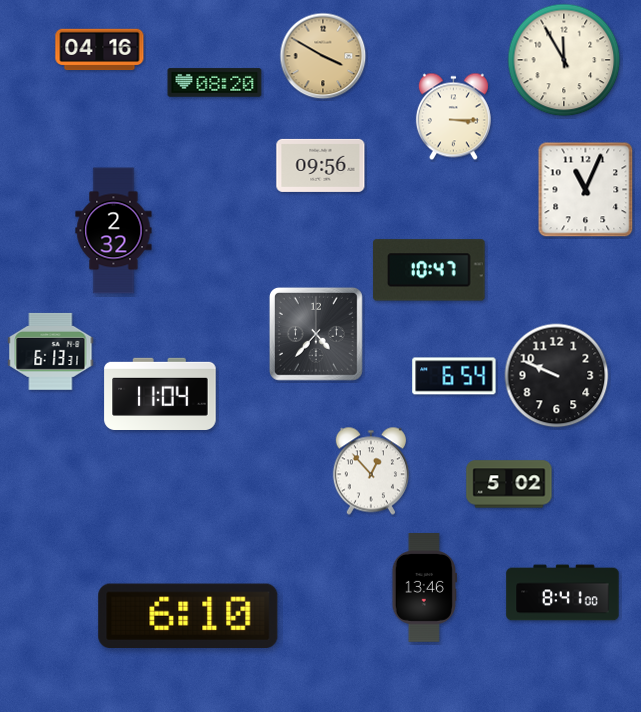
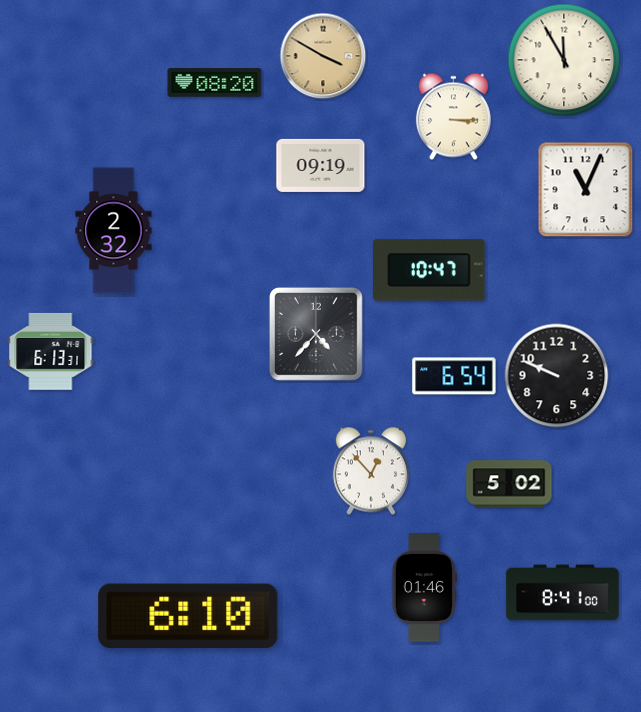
clock at (100, 50): 04:16 -> none
clock at (321, 165): 09:56 -> 09:19
clock at (160, 393): 11:04 -> none
clock at (424, 588): 13:46 -> 01:46
